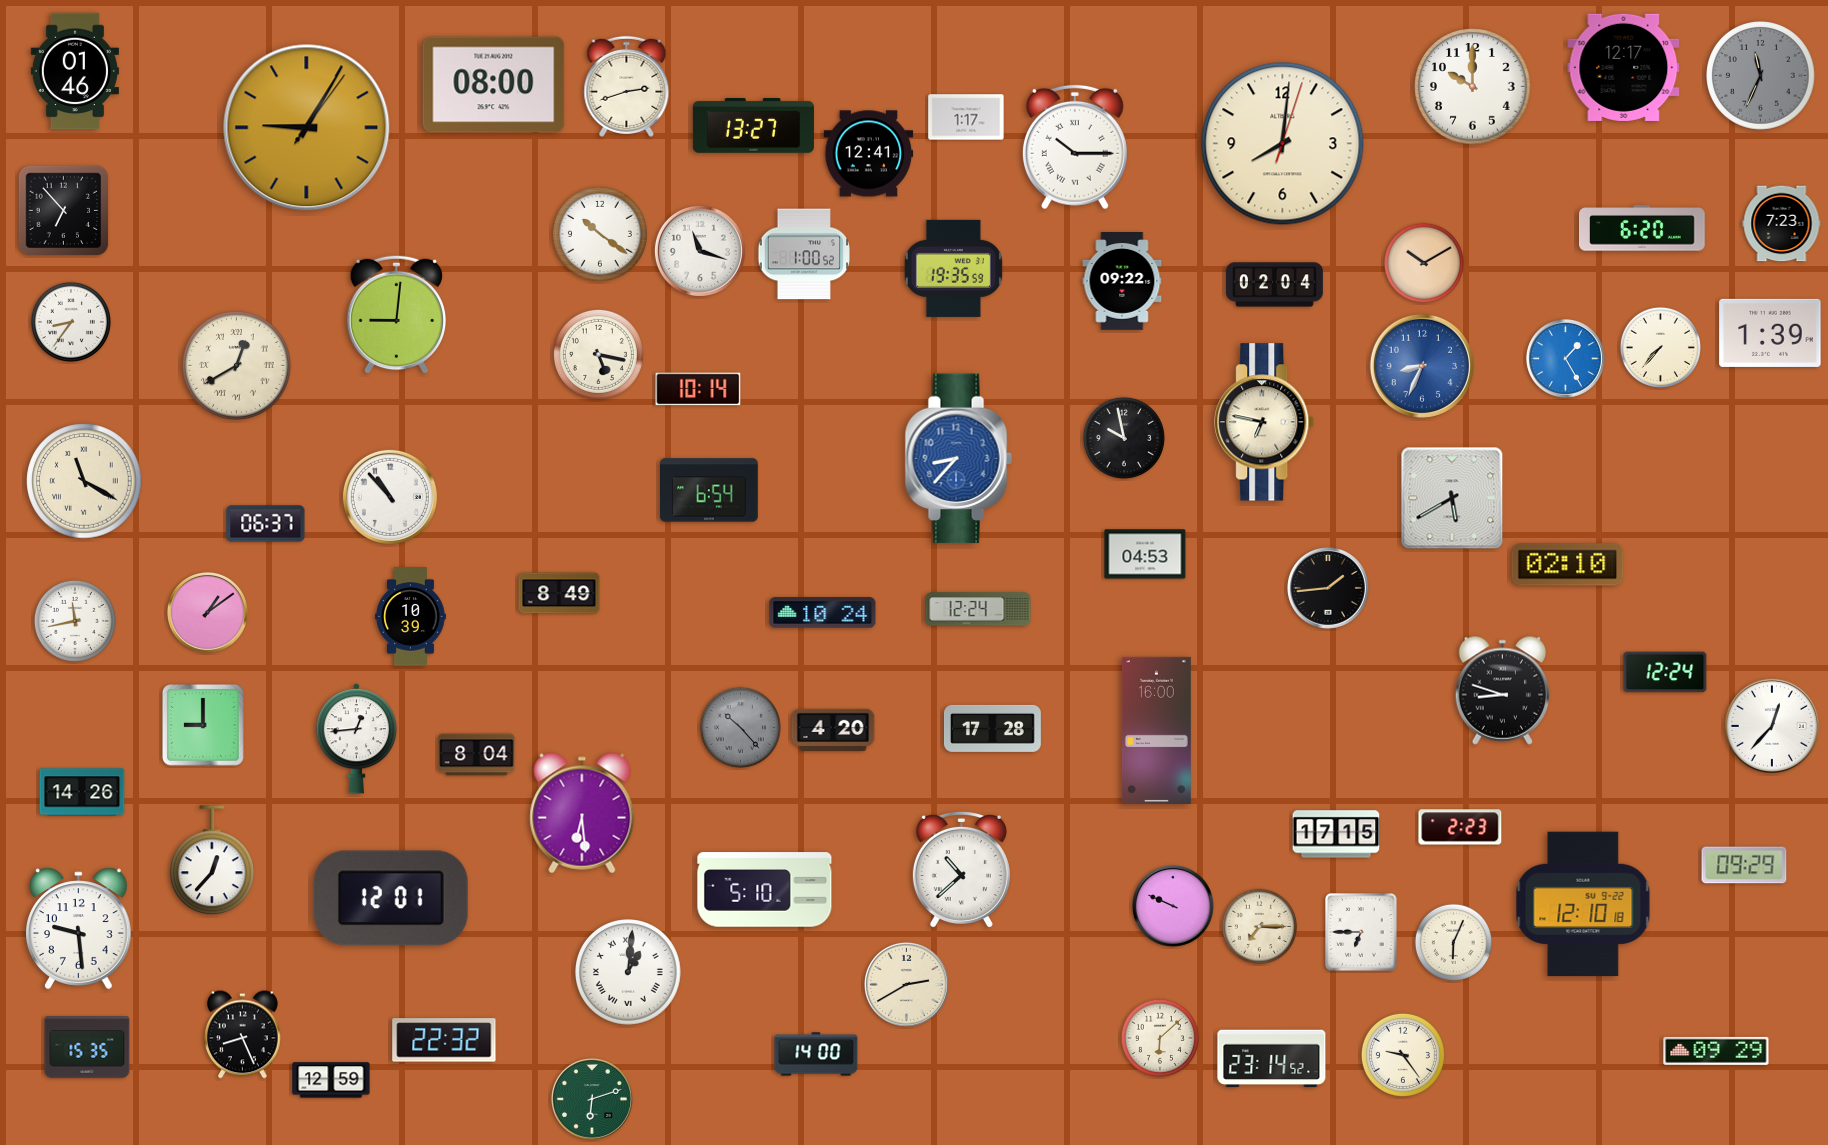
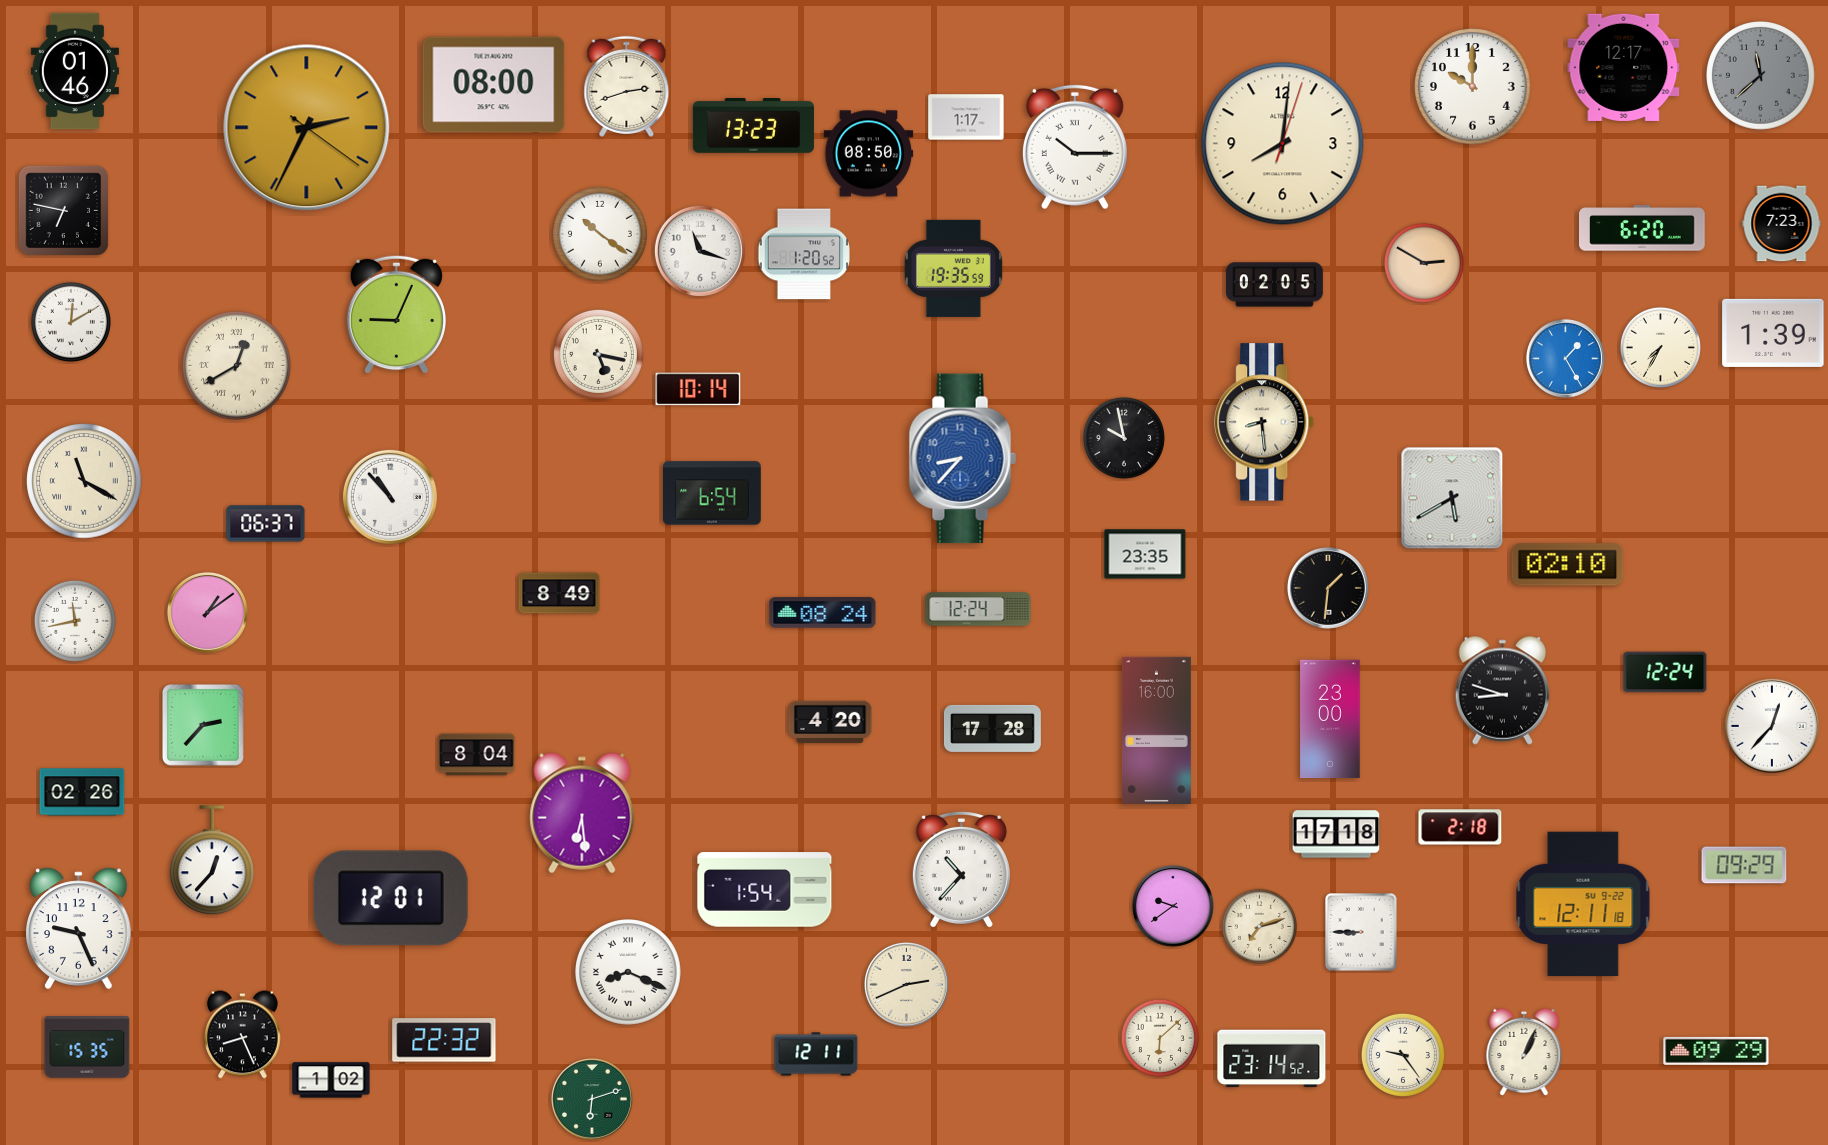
clock at (1761, 76): 11:34 -> 11:38
clock at (753, 126): 13:27 -> 13:23
clock at (307, 128): 9:05 -> 2:34
clock at (869, 154): 12:41 -> 08:50
clock at (64, 211): 6:53 -> 6:47
clock at (803, 254): 1:00 -> 1:20
clock at (1424, 263): 10:10 -> 2:50
clock at (1122, 282): 09:22 -> none
clock at (1275, 285): 02:04 -> 02:05
clock at (396, 314): 9:01 -> 9:04
clock at (71, 322): 8:36 -> 12:10
clock at (1770, 333) position: (1770, 333) -> (1773, 333)
clock at (1660, 347): 7:37 -> 7:35
clock at (1422, 366): 8:34 -> none
clock at (1265, 422): 6:47 -> 8:29
clock at (958, 459) position: (958, 459) -> (962, 459)
clock at (710, 490) position: (710, 490) -> (713, 493)
clock at (1145, 554): 04:53 -> 23:35
clock at (1328, 588): 1:44 -> 1:31
clock at (823, 613): 10:24 -> 08:24
clock at (411, 617): 10:39 -> none
clock at (1330, 719): none -> 23:00
clock at (204, 726): 9:00 -> 2:37
clock at (740, 727): 10:23 -> none
clock at (833, 729) position: (833, 729) -> (830, 721)
clock at (356, 739): 12:44 -> none
clock at (82, 792): 14:26 -> 02:26
clock at (1460, 827): 2:23 -> 2:18
clock at (1336, 834): 17:15 -> 17:18
clock at (961, 870): 10:38 -> 10:37
clock at (765, 890): 5:10 -> 1:54
clock at (1583, 904): 12:10 -> 12:11
clock at (1173, 906): 9:49 -> 9:39
clock at (1259, 926): 7:15 -> 7:12
clock at (79, 929): 9:29 -> 9:26
clock at (1361, 932): 6:45 -> 8:45
clock at (1453, 942): 6:04 -> none
clock at (629, 973): 1:01 -> 8:19
clock at (906, 984): 2:40 -> 2:41
clock at (1524, 1052): none -> 1:04
clock at (816, 1054): 14:00 -> 12:11
clock at (331, 1080): 12:59 -> 1:02
